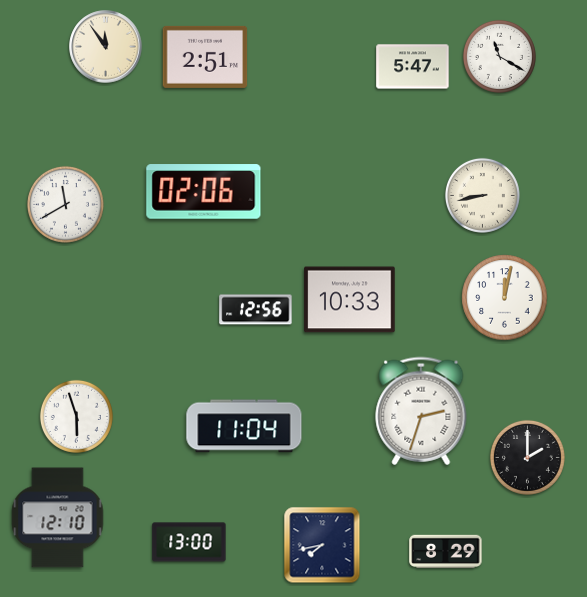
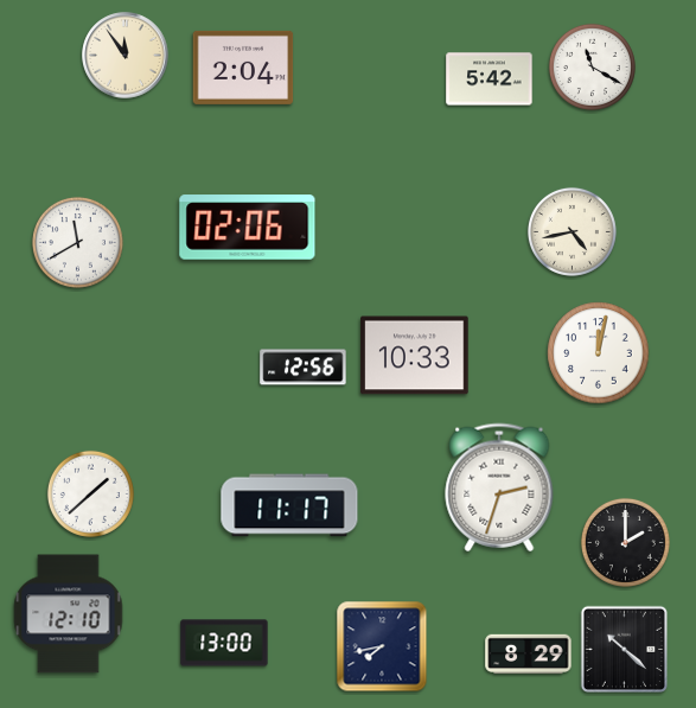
clock at (205, 57): 2:51 -> 2:04
clock at (413, 67): 5:47 -> 5:42
clock at (204, 192) position: (204, 192) -> (248, 228)
clock at (482, 195): 8:43 -> 4:43
clock at (76, 416): 5:57 -> 1:38
clock at (244, 426): 11:04 -> 11:17
clock at (624, 649): none -> 10:22
